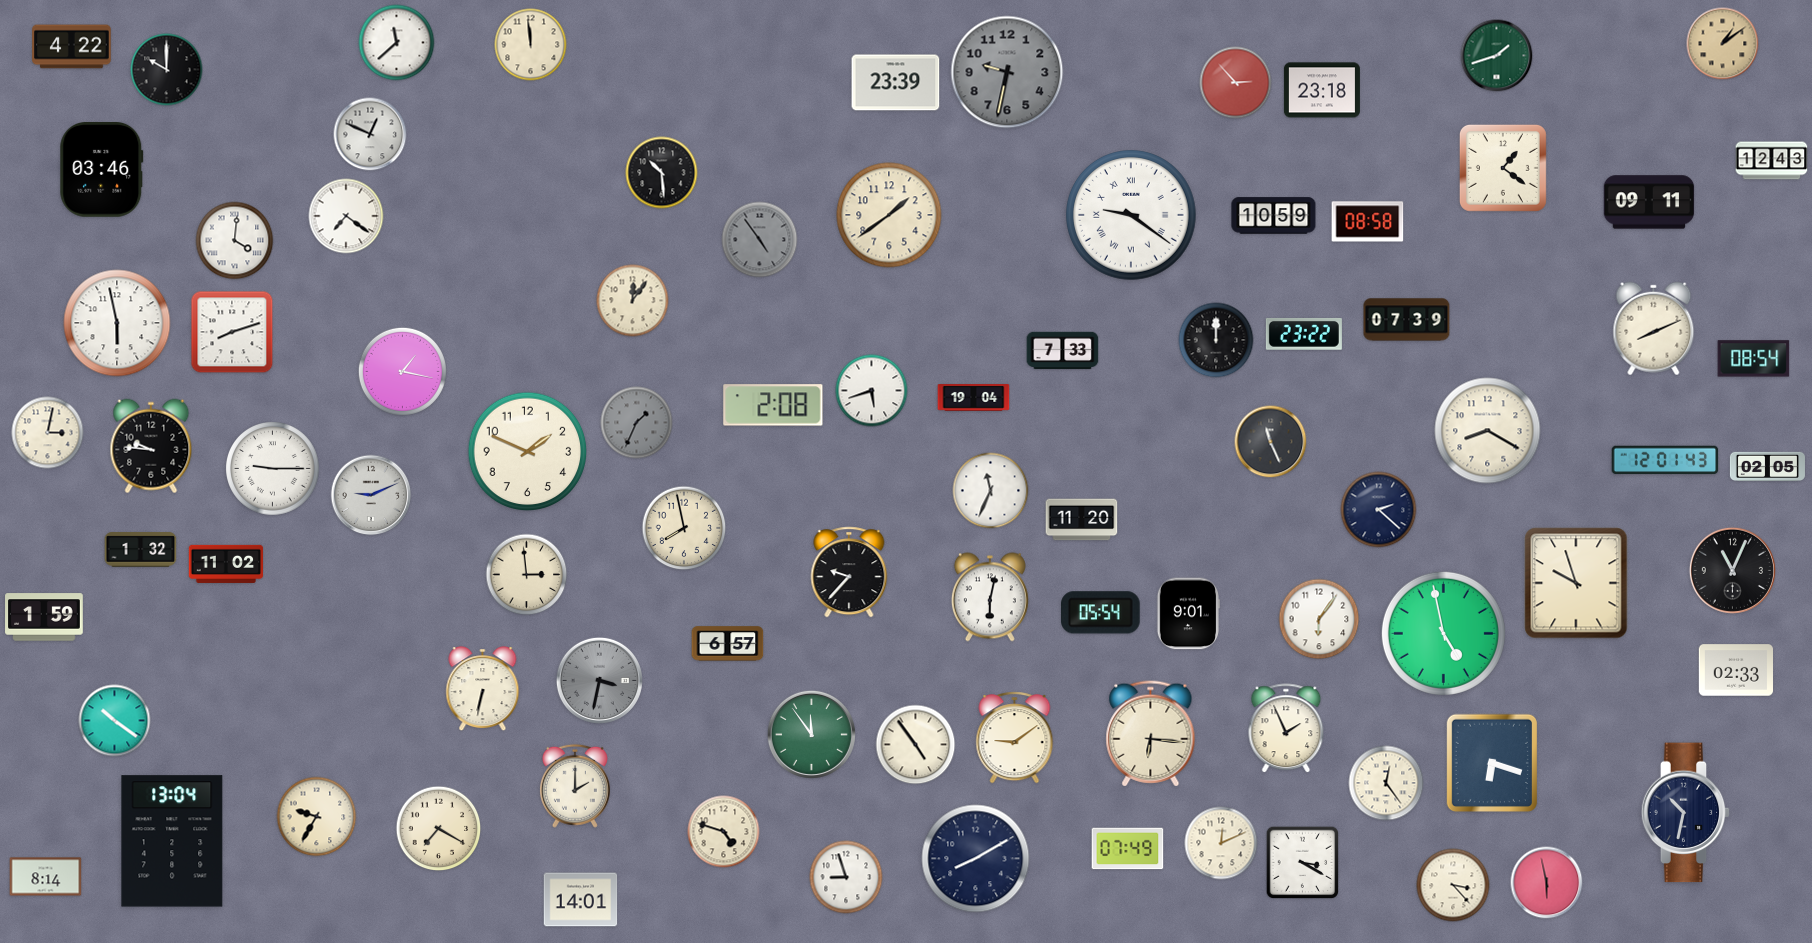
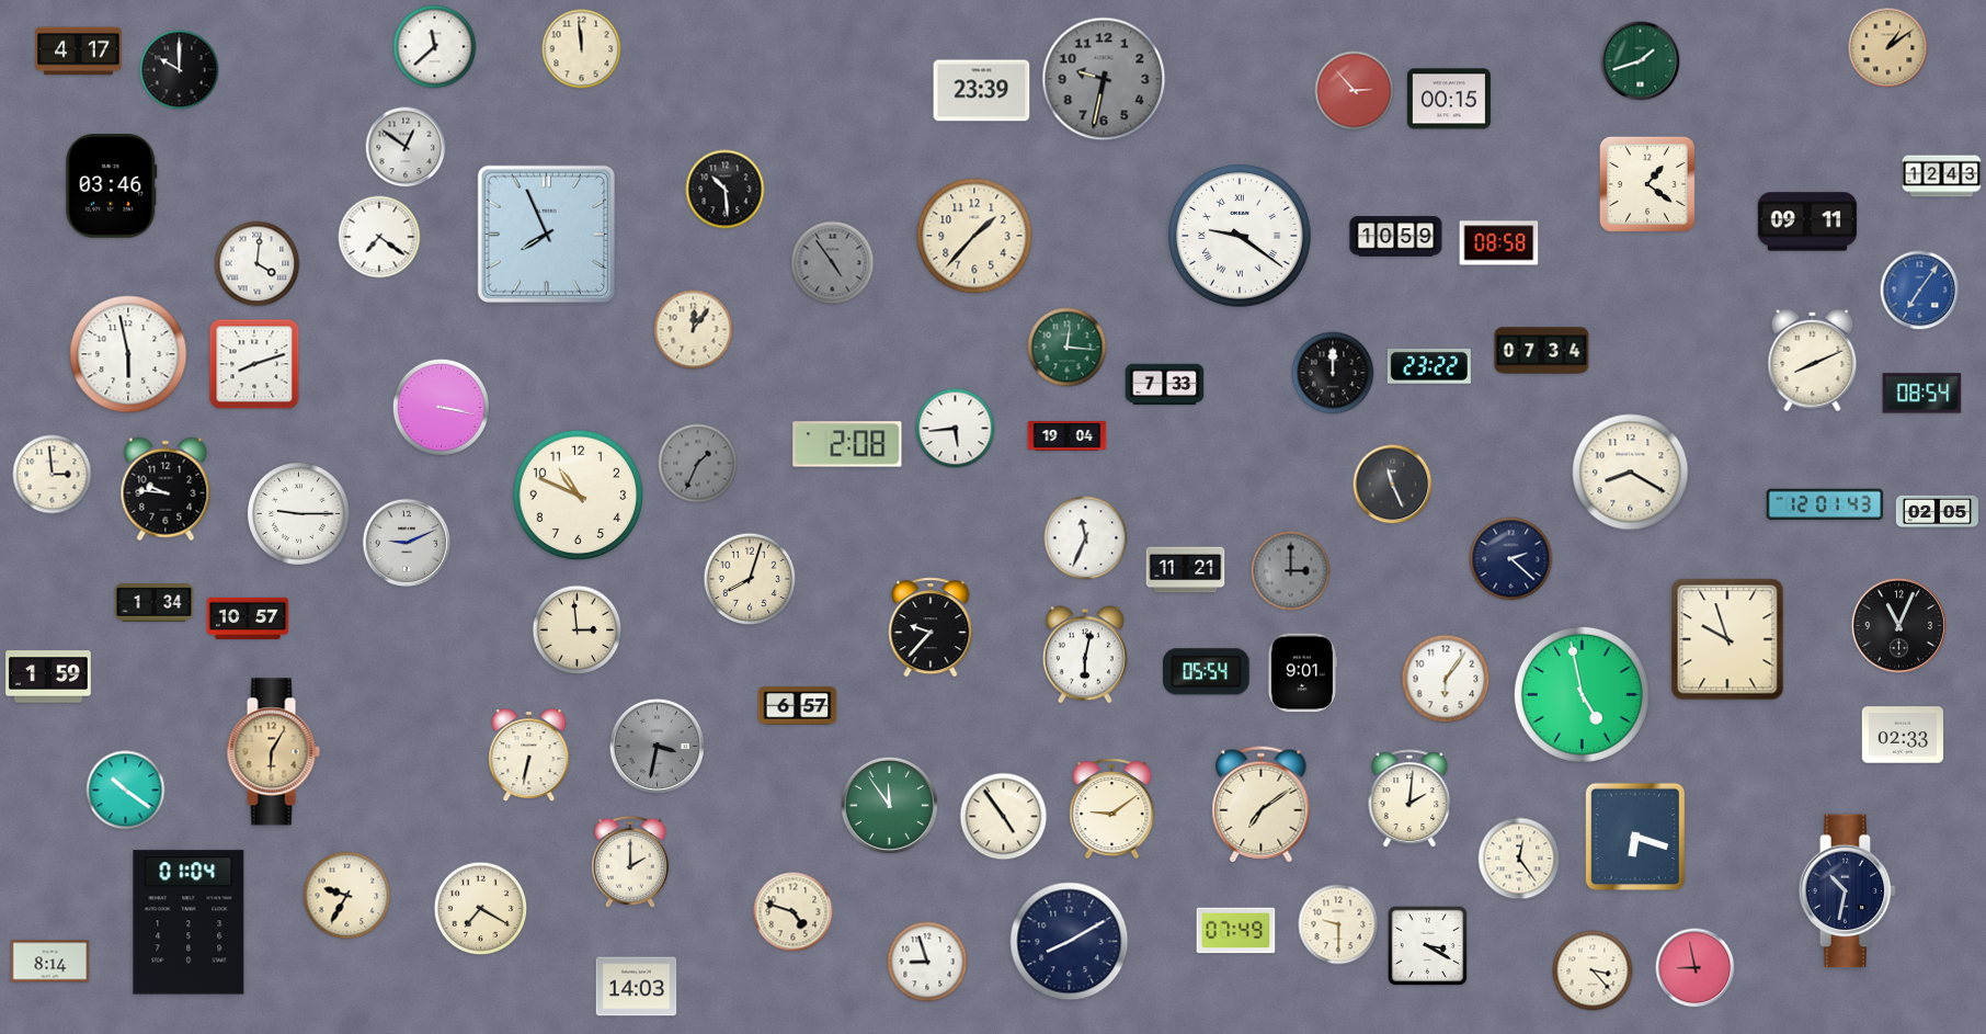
clock at (72, 47): 4:22 -> 4:17
clock at (167, 70) position: (167, 70) -> (180, 70)
clock at (1322, 90): 23:18 -> 00:15
clock at (370, 134): 12:49 -> 12:51
clock at (546, 234): none -> 7:56
clock at (889, 215): 1:39 -> 1:37
clock at (1920, 291): none -> 7:06
clock at (1068, 348): none -> 12:16
clock at (1407, 320): 07:39 -> 07:34
clock at (402, 371): 1:17 -> 3:17
clock at (872, 391): 5:42 -> 5:44
clock at (48, 433): 3:02 -> 2:59
clock at (528, 452): 1:49 -> 10:49
clock at (1082, 520): 11:20 -> 11:21
clock at (1291, 571): none -> 3:00
clock at (684, 528): 7:58 -> 8:03
clock at (141, 550): 1:32 -> 1:34
clock at (226, 564): 11:02 -> 10:57
clock at (273, 752): none -> 6:05
clock at (1286, 729): 1:56 -> 2:01
clock at (1151, 734): 6:16 -> 7:09
clock at (172, 841): 13:04 -> 01:04
clock at (1221, 843): 12:11 -> 9:30
clock at (1547, 883): 5:58 -> 8:58
clock at (581, 900): 14:01 -> 14:03
